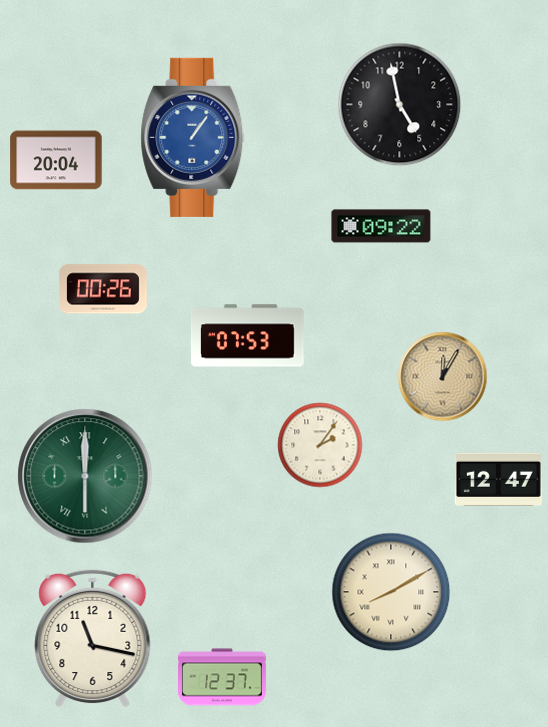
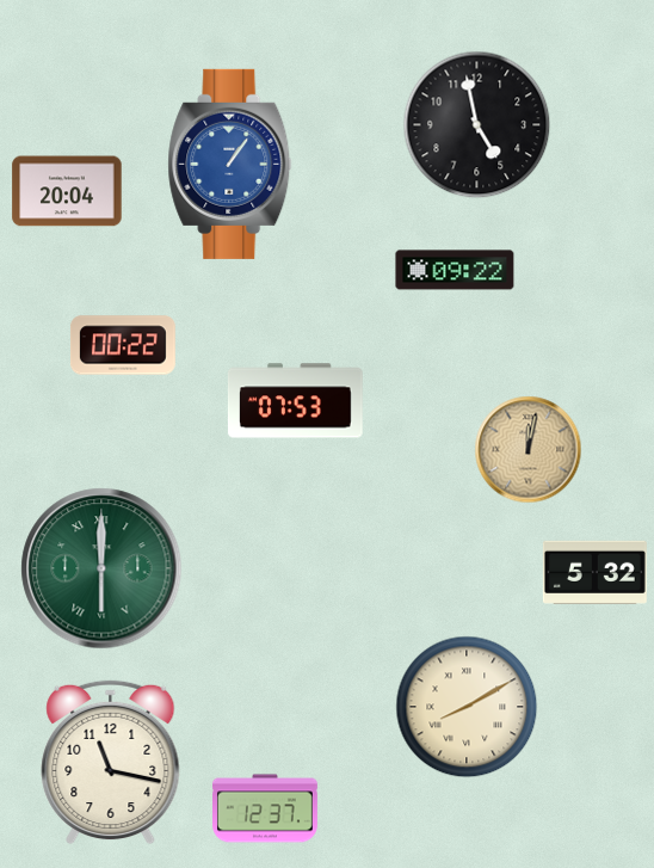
clock at (103, 289): 00:26 -> 00:22
clock at (443, 377): 12:05 -> 12:02
clock at (320, 445): 2:06 -> none
clock at (498, 479): 12:47 -> 5:32
